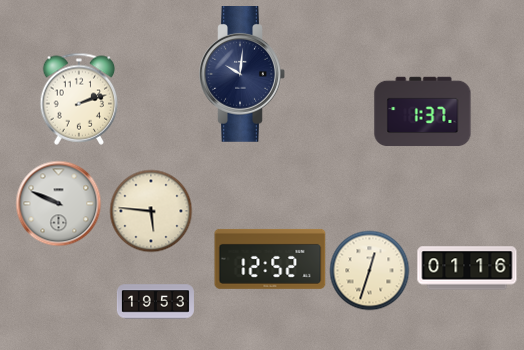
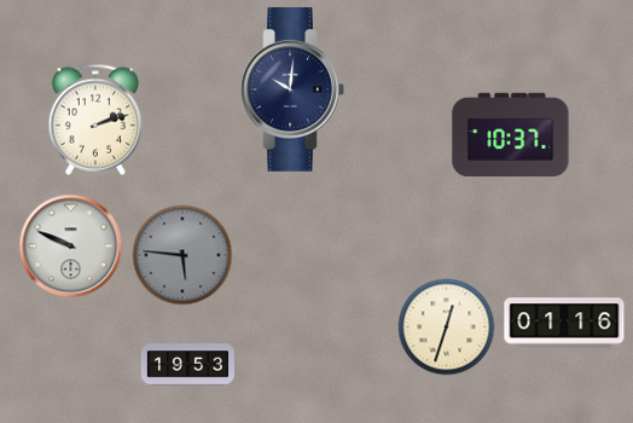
clock at (423, 112): 1:37 -> 10:37
clock at (151, 211) dial: cream -> grey
clock at (270, 259): 12:52 -> none
